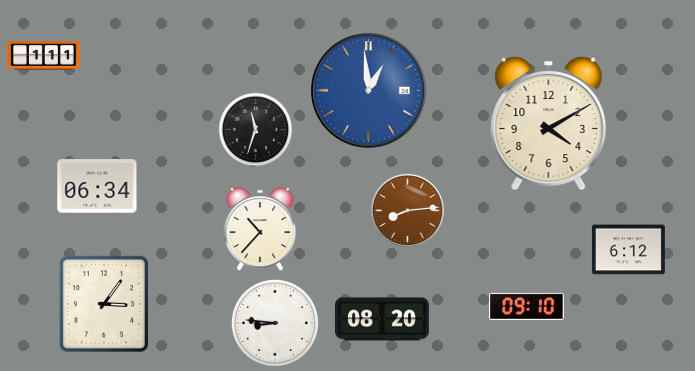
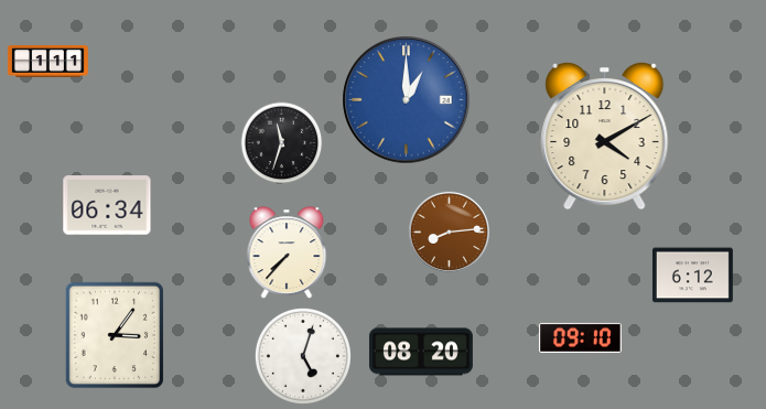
clock at (369, 91): 12:59 -> 1:00
clock at (260, 229): 10:37 -> 7:37
clock at (275, 323): 8:46 -> 5:03
